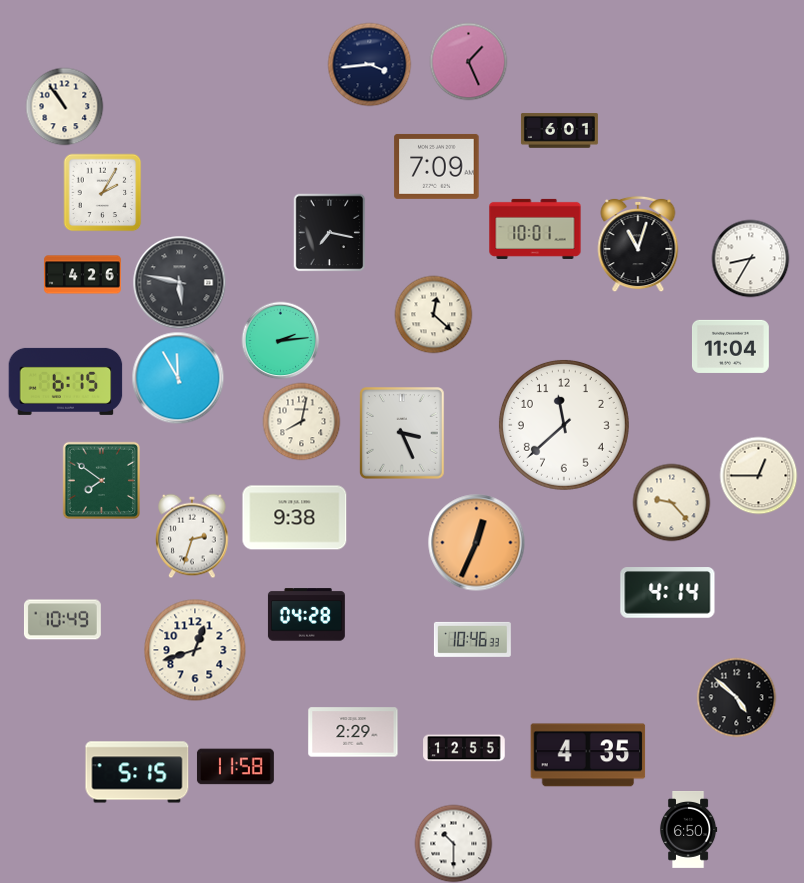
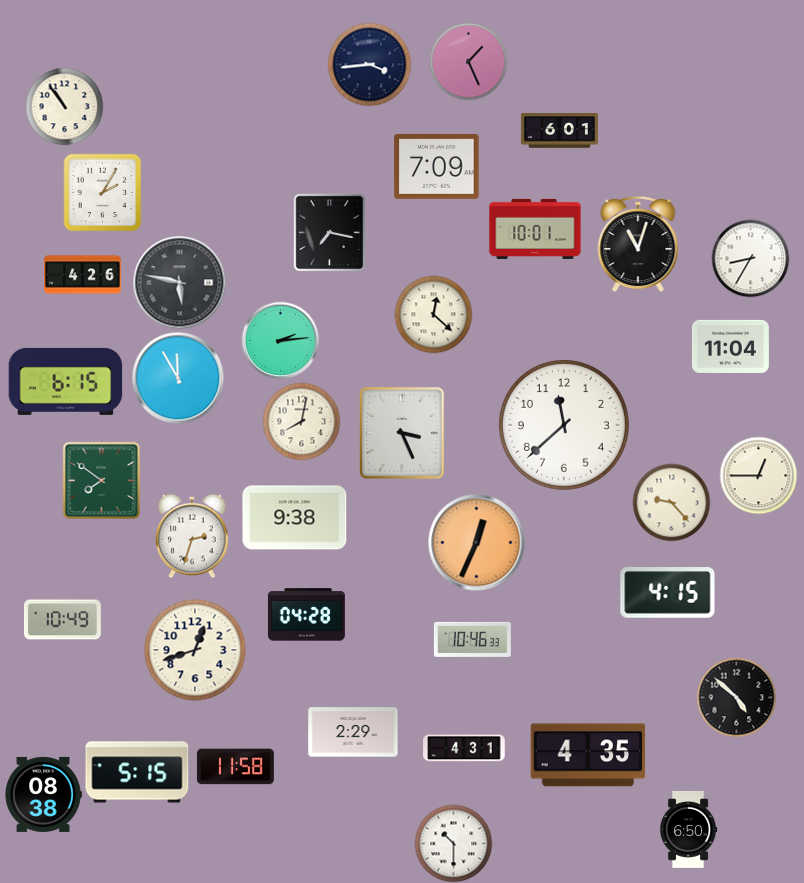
clock at (668, 593): 4:14 -> 4:15
clock at (464, 748): 12:55 -> 4:31
clock at (43, 794): none -> 08:38
